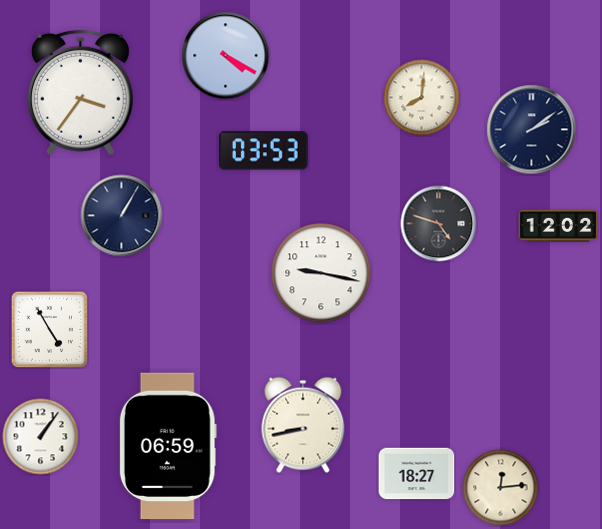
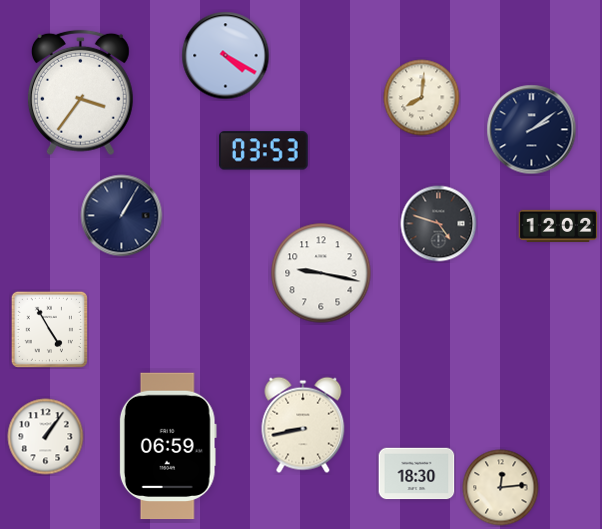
clock at (41, 437) position: (41, 437) -> (46, 437)
clock at (417, 474): 18:27 -> 18:30
